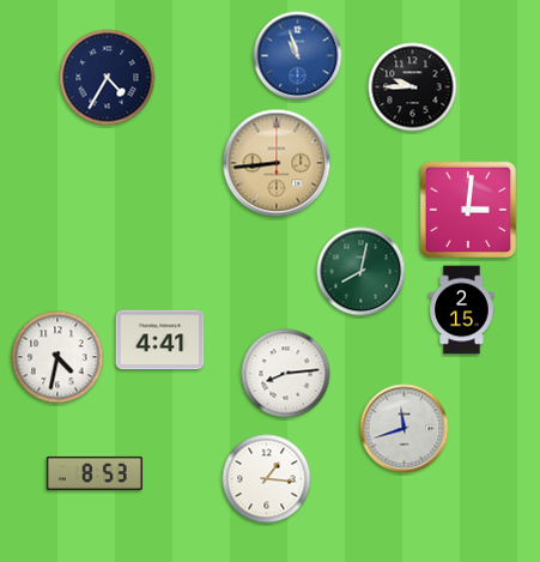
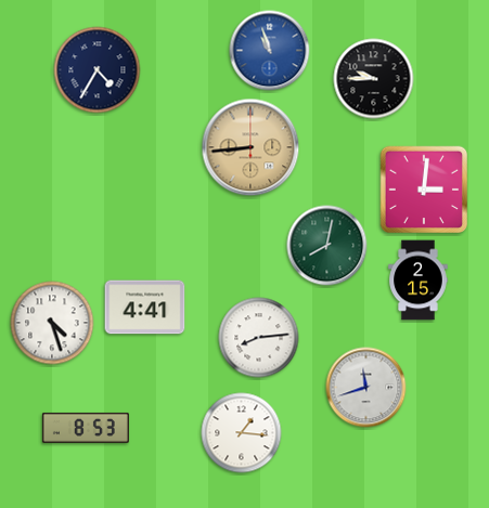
clock at (57, 357): 4:32 -> 4:27
